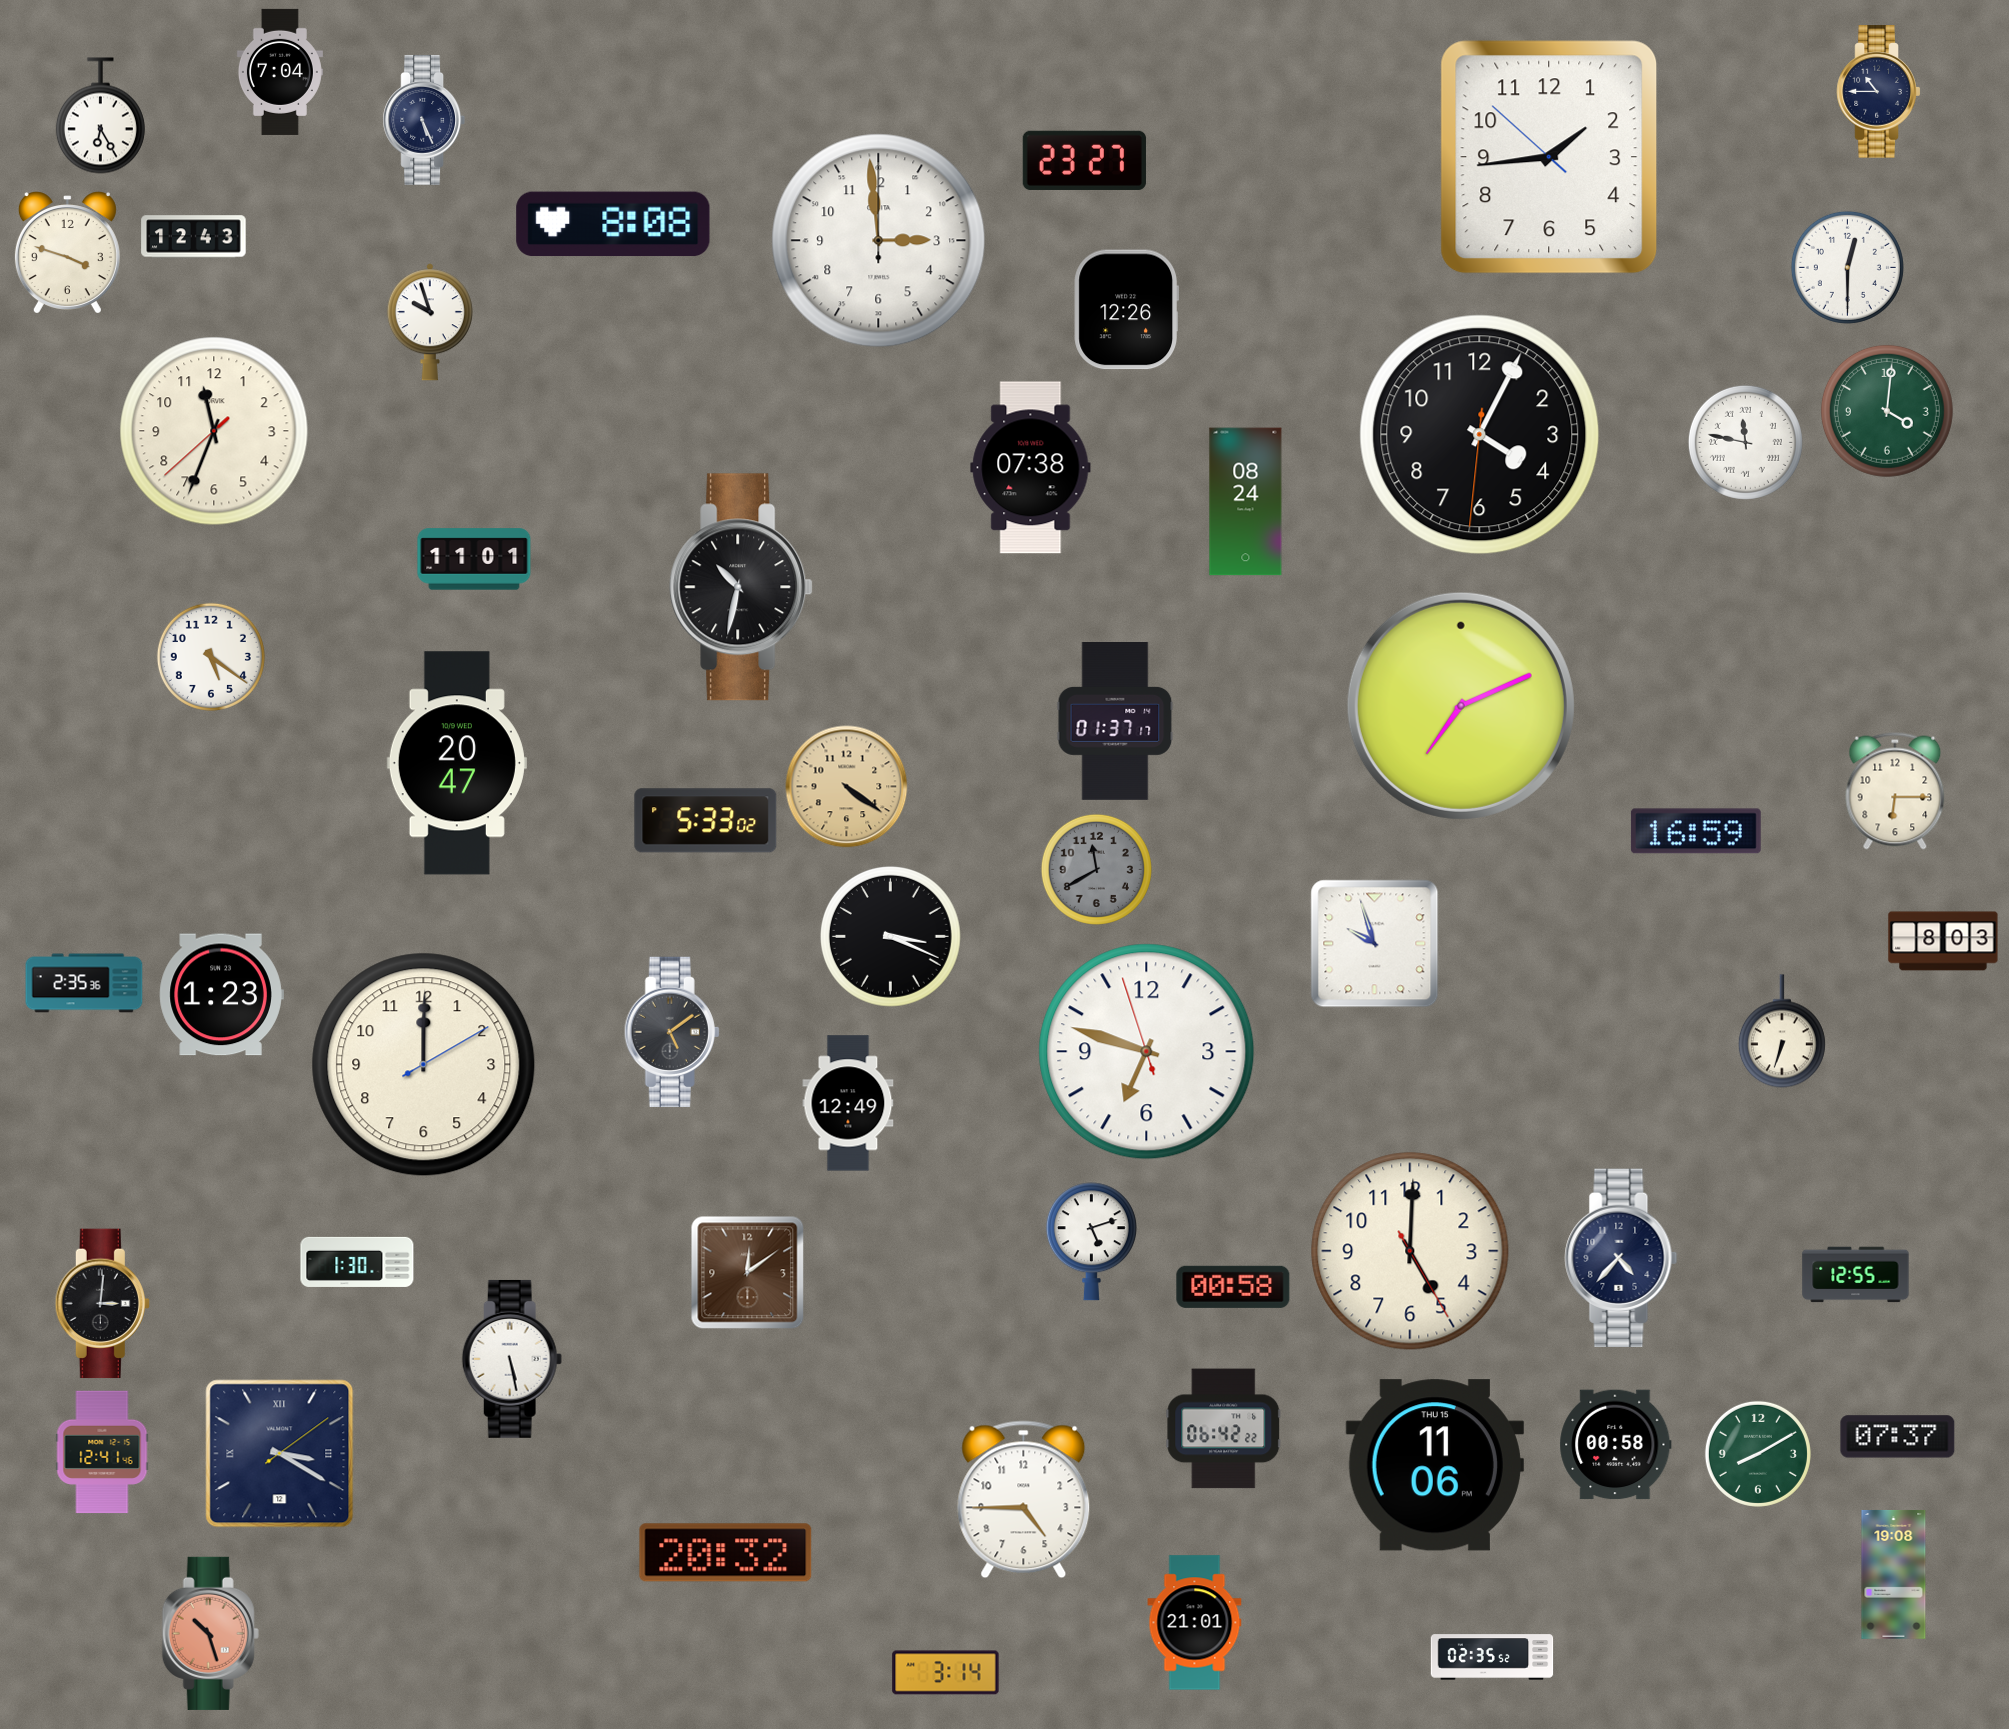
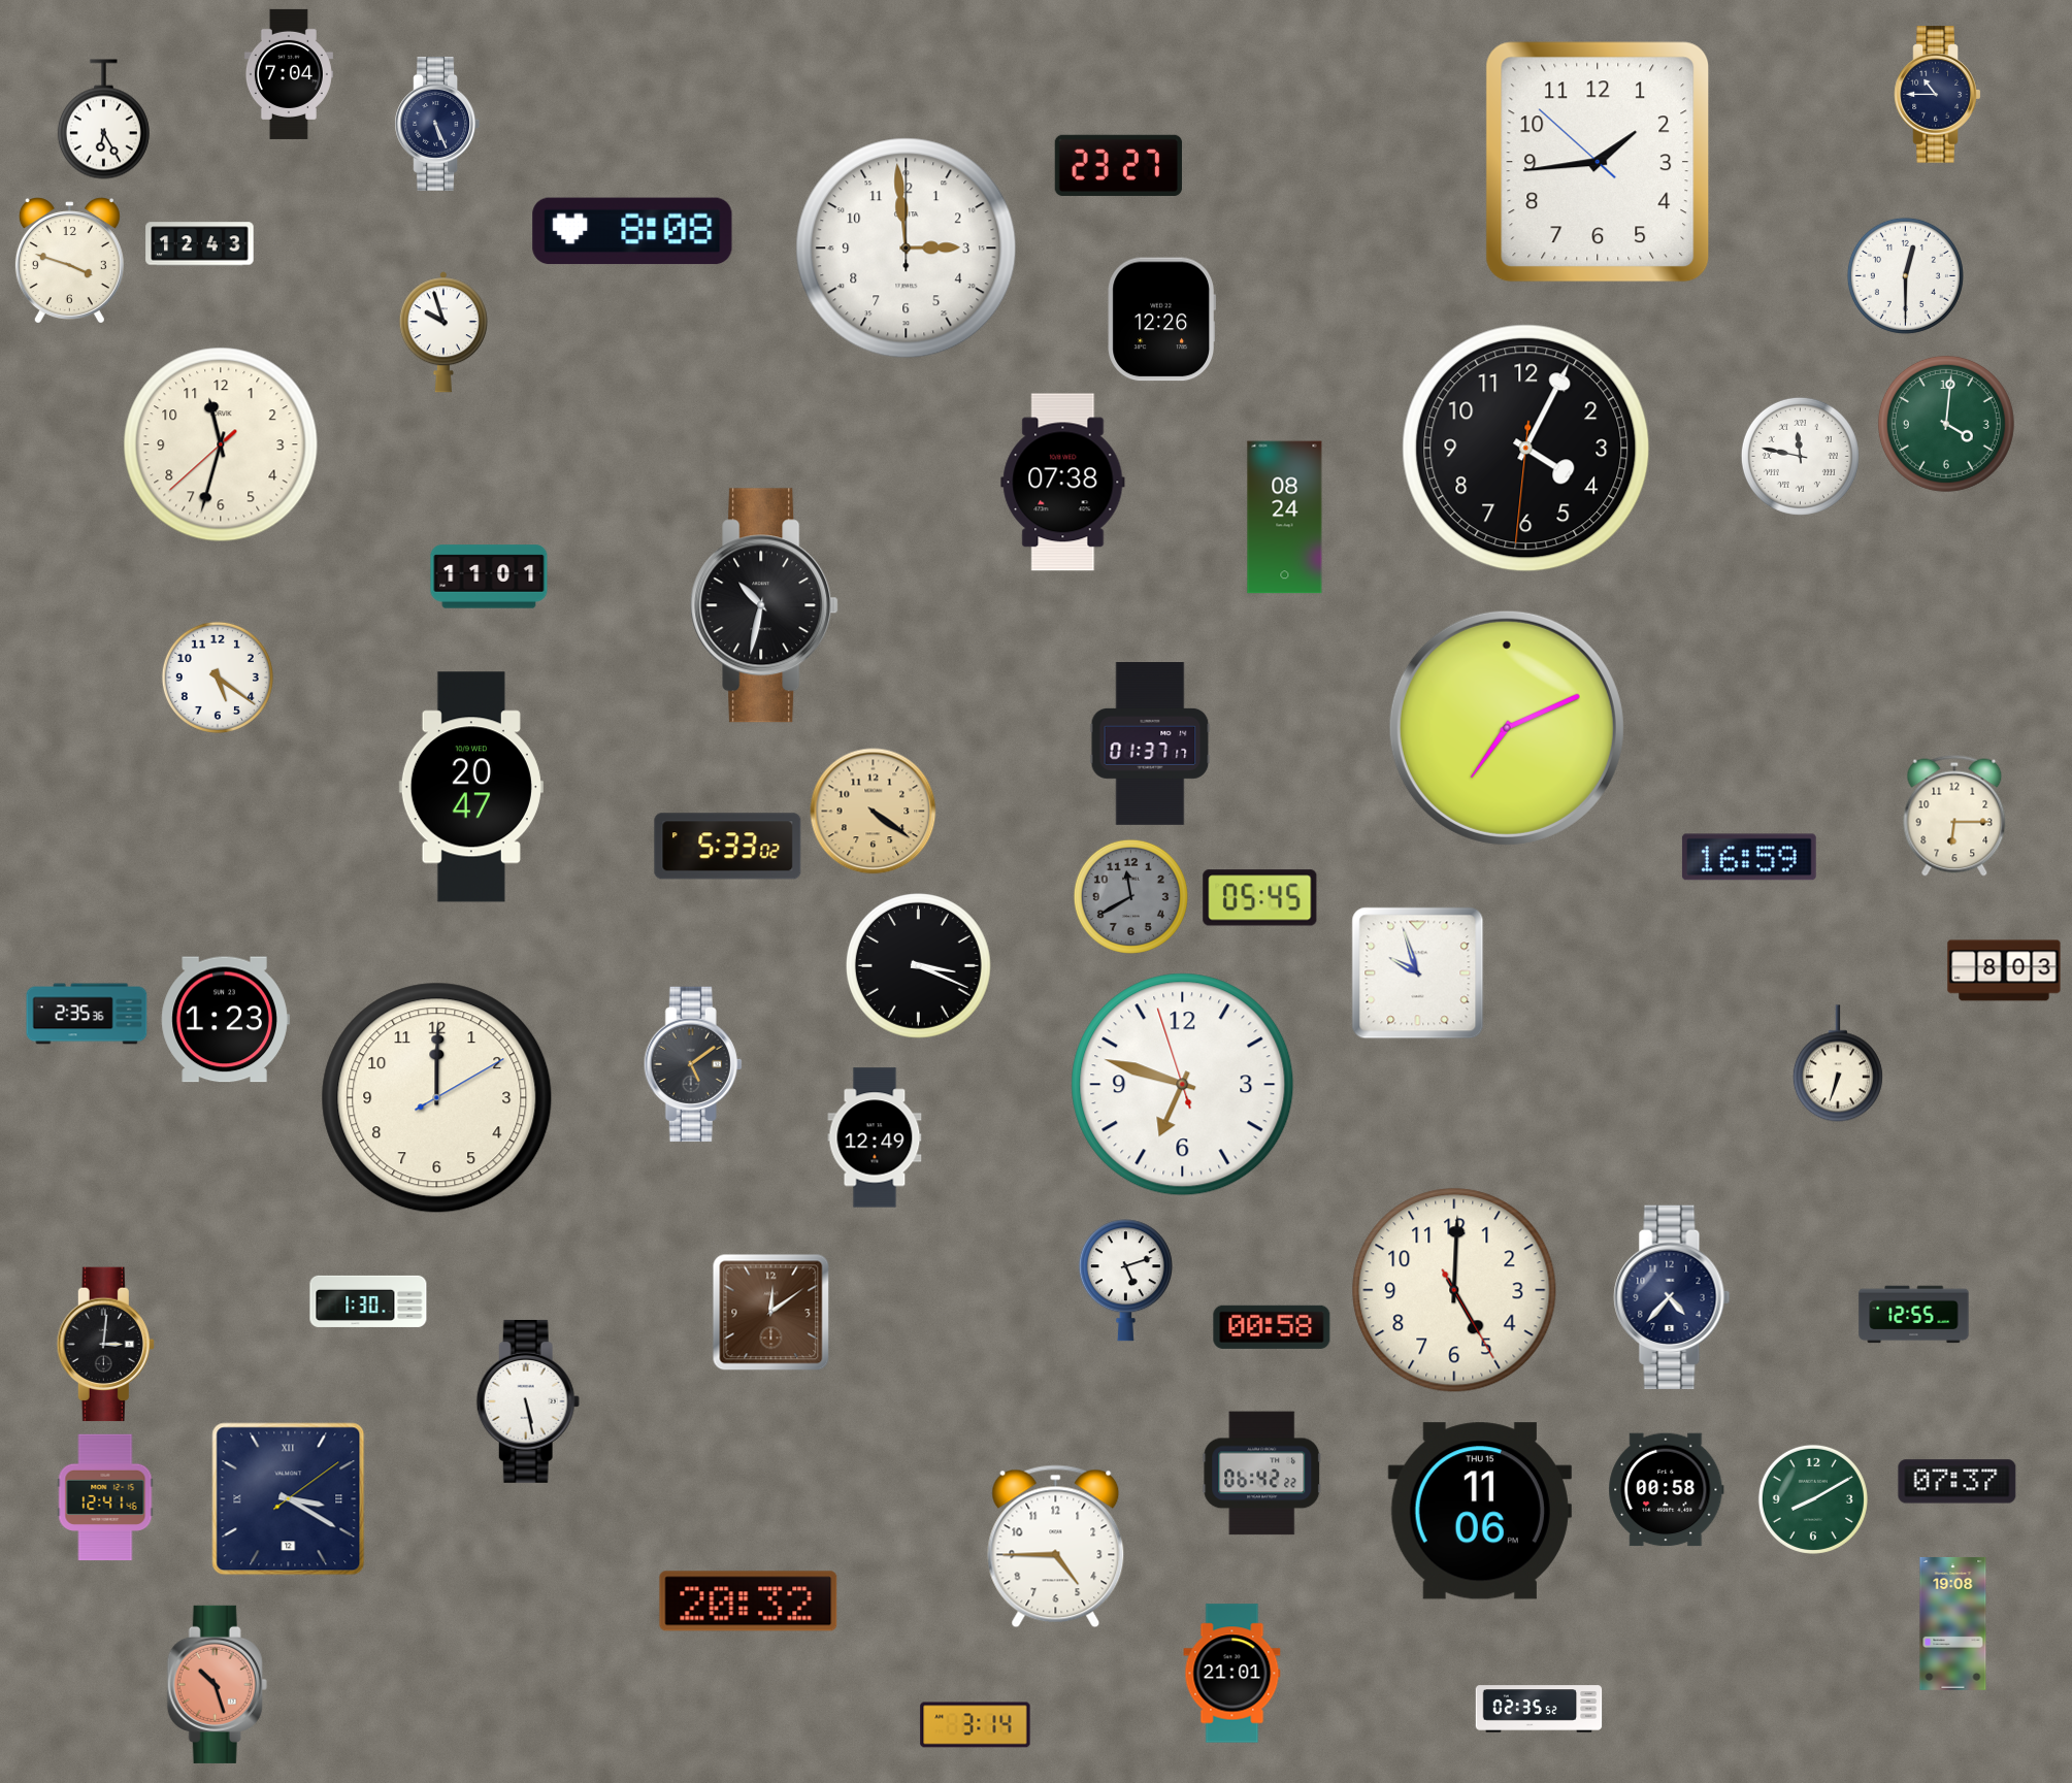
clock at (214, 431): 11:33 -> 11:32
clock at (1260, 898): none -> 05:45
clock at (221, 995) position: (221, 995) -> (225, 1020)
